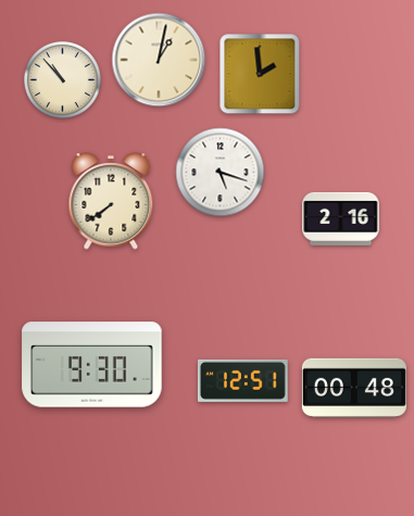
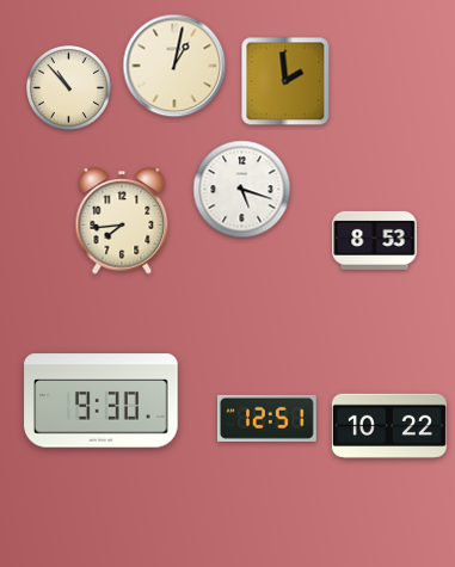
clock at (111, 201): 7:39 -> 7:44
clock at (341, 218): 2:16 -> 8:53
clock at (354, 387): 00:48 -> 10:22
